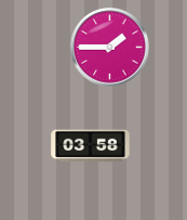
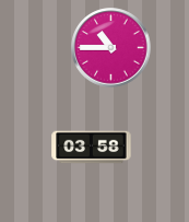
clock at (110, 48): 1:45 -> 10:45
